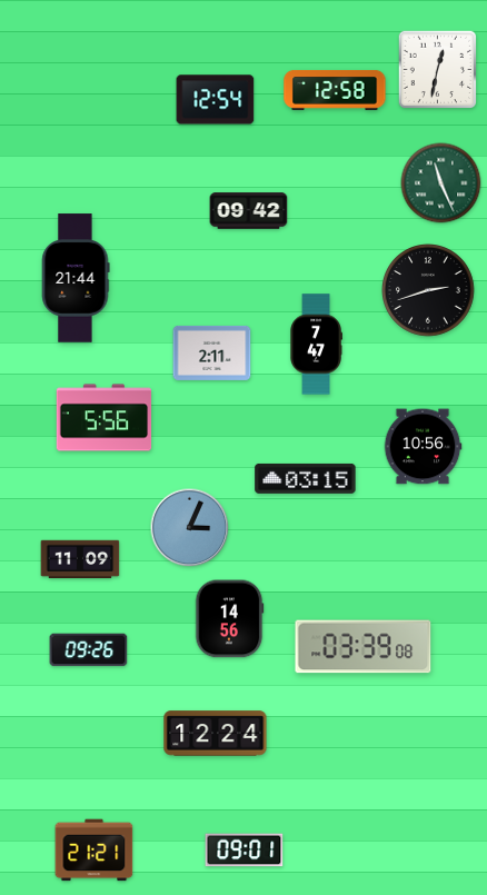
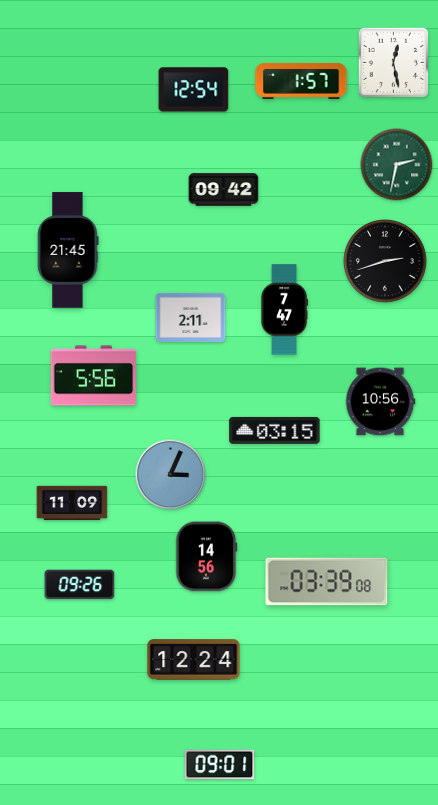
clock at (438, 70): 12:32 -> 12:28
clock at (335, 90): 12:58 -> 1:57
clock at (441, 183): 11:26 -> 2:32
clock at (76, 278): 21:44 -> 21:45
clock at (95, 851): 21:21 -> none
